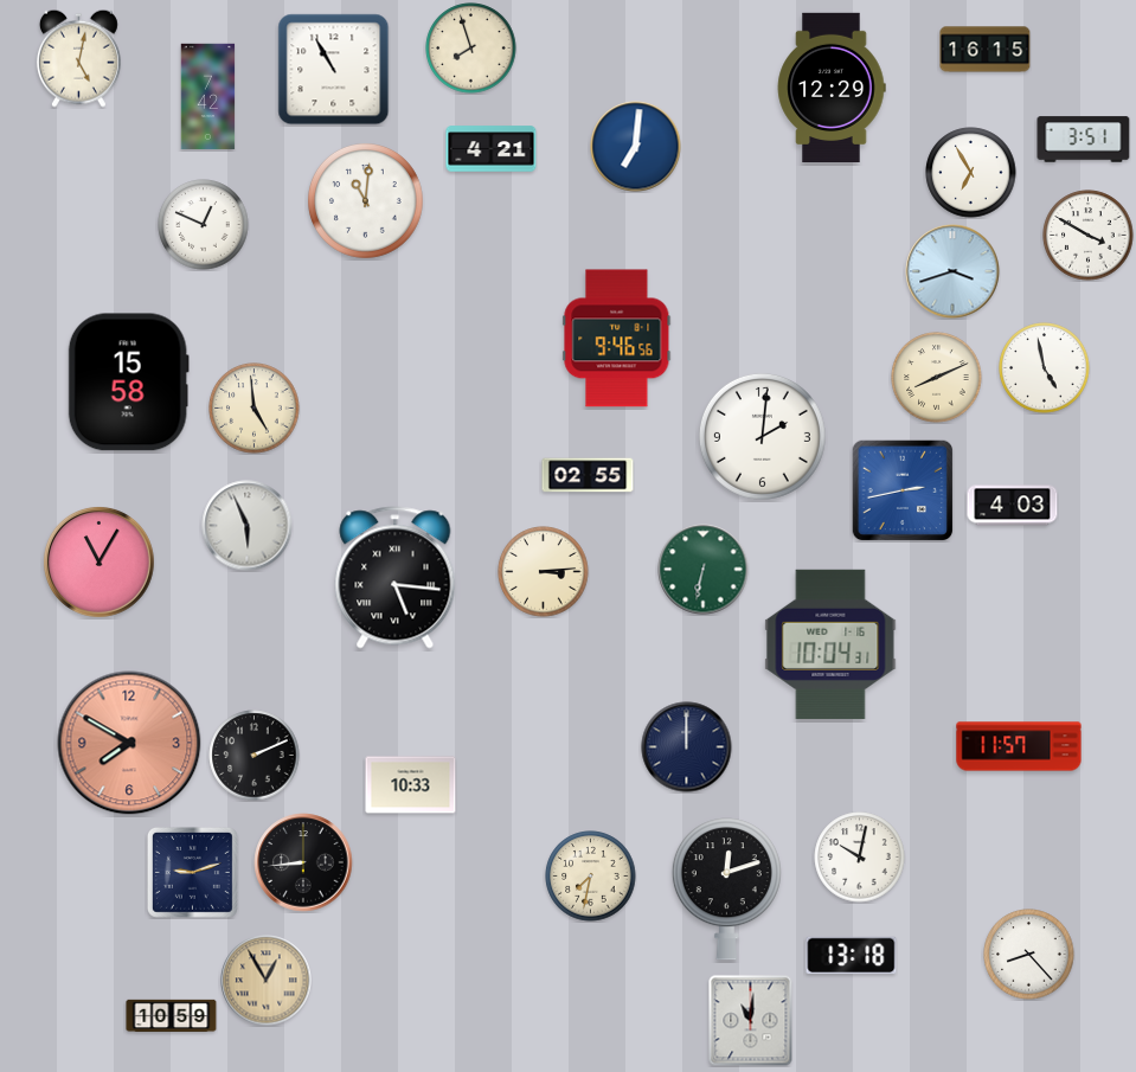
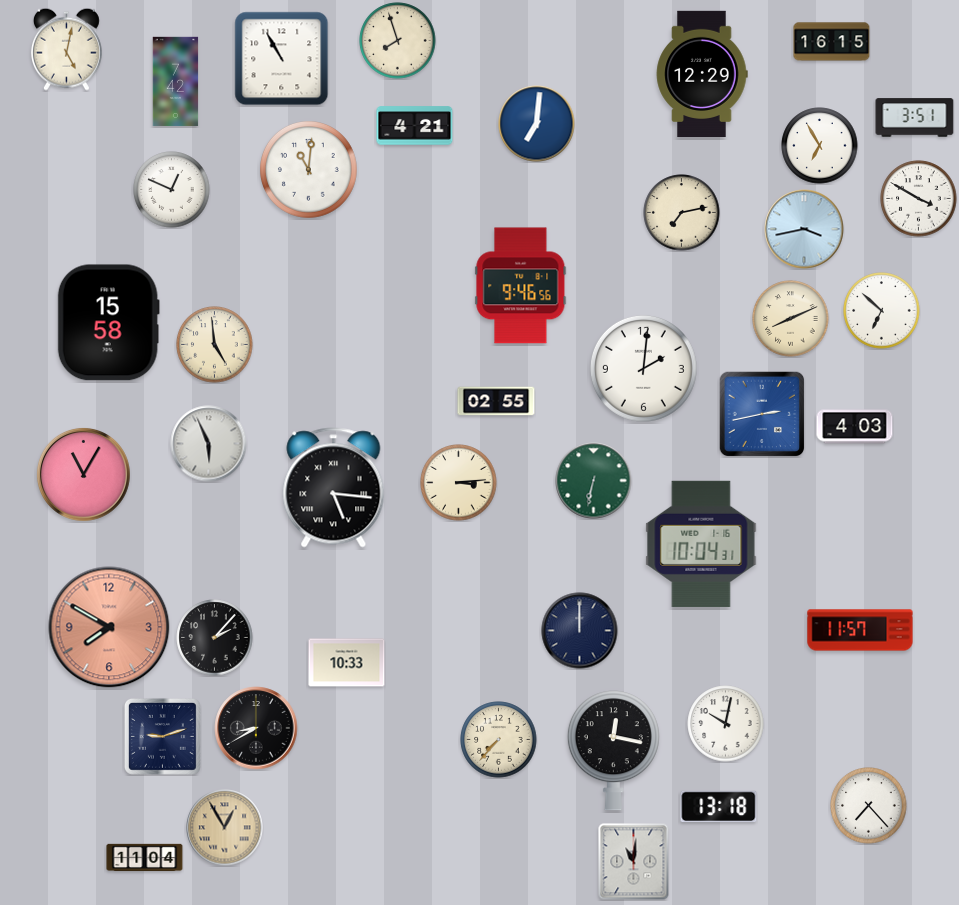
clock at (682, 213): none -> 7:13
clock at (952, 271): 3:42 -> 3:43
clock at (1045, 368): 4:58 -> 6:52
clock at (255, 756): 2:11 -> 2:07
clock at (303, 862): 8:44 -> 8:40
clock at (591, 877): 7:32 -> 7:37
clock at (726, 890): 12:12 -> 12:17
clock at (1029, 955): 8:23 -> 7:23
clock at (172, 1016): 10:59 -> 11:04
